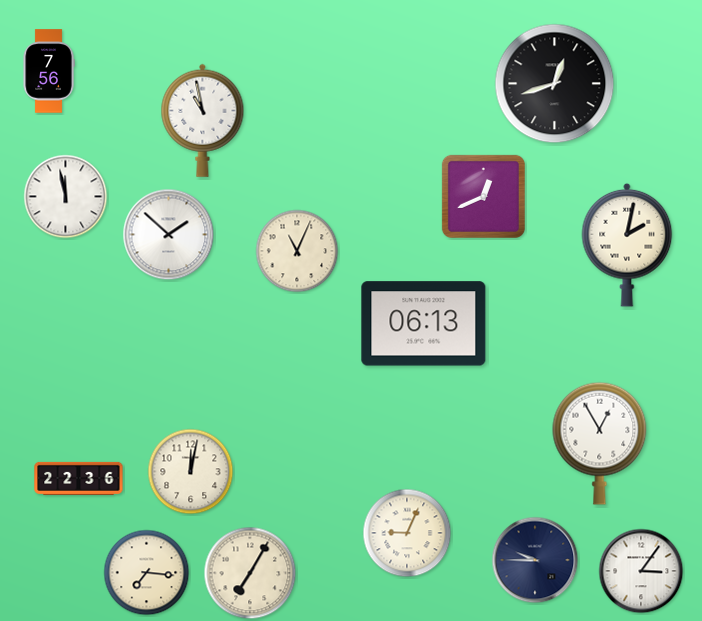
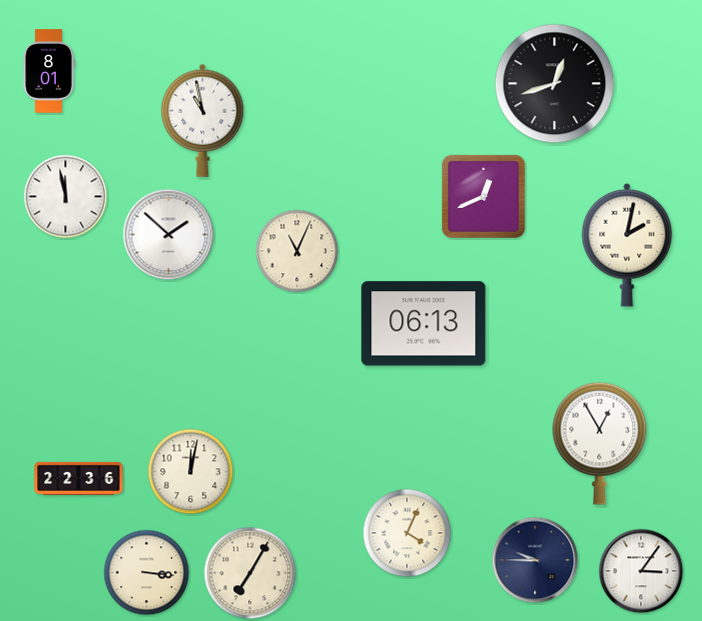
clock at (49, 71): 7:56 -> 8:01
clock at (407, 533): 9:04 -> 4:04
clock at (147, 573): 7:16 -> 3:16
